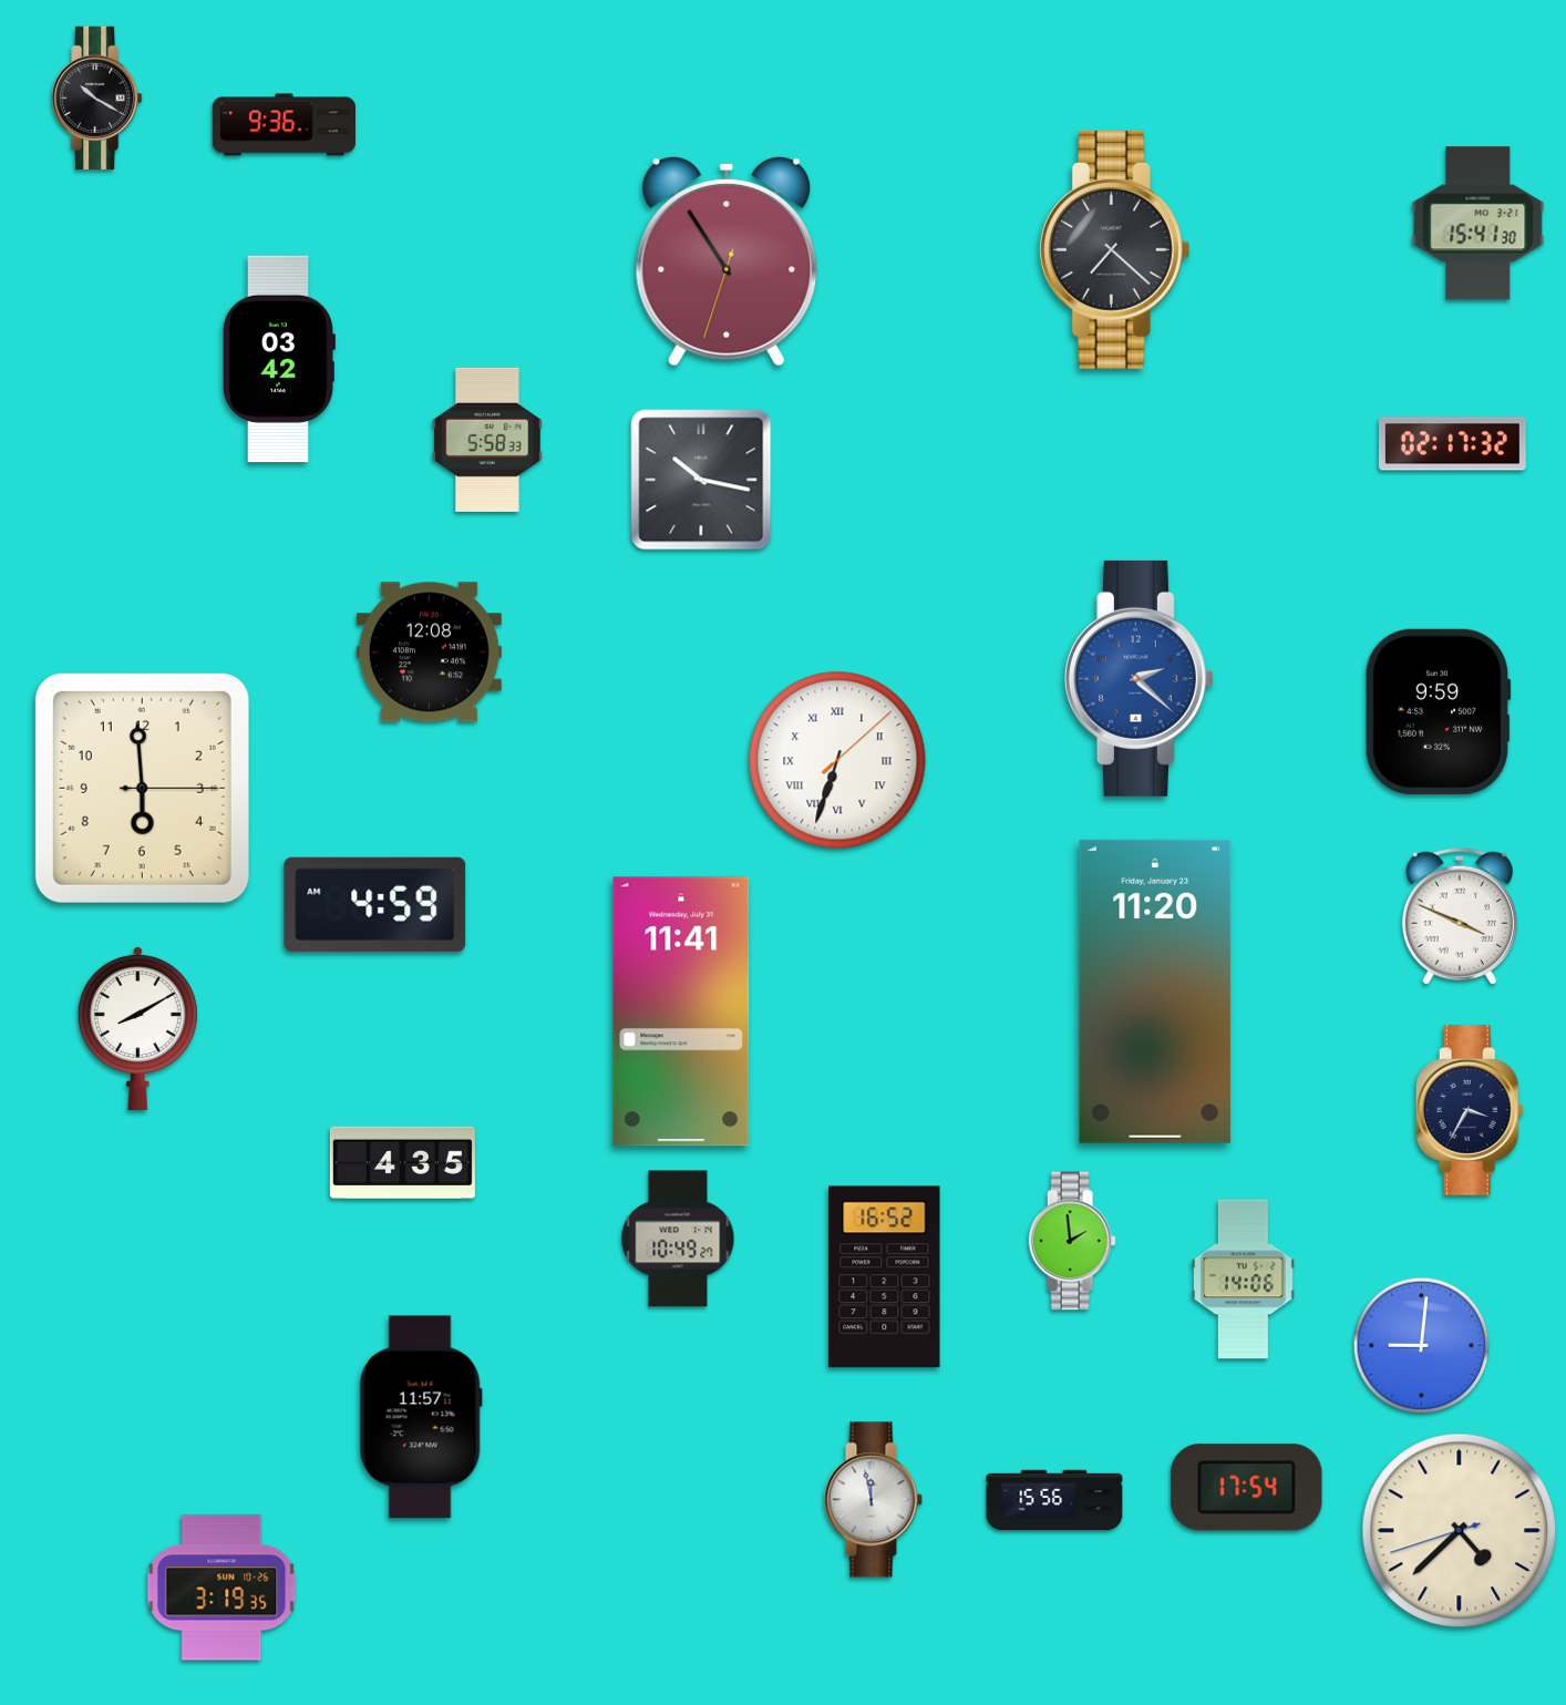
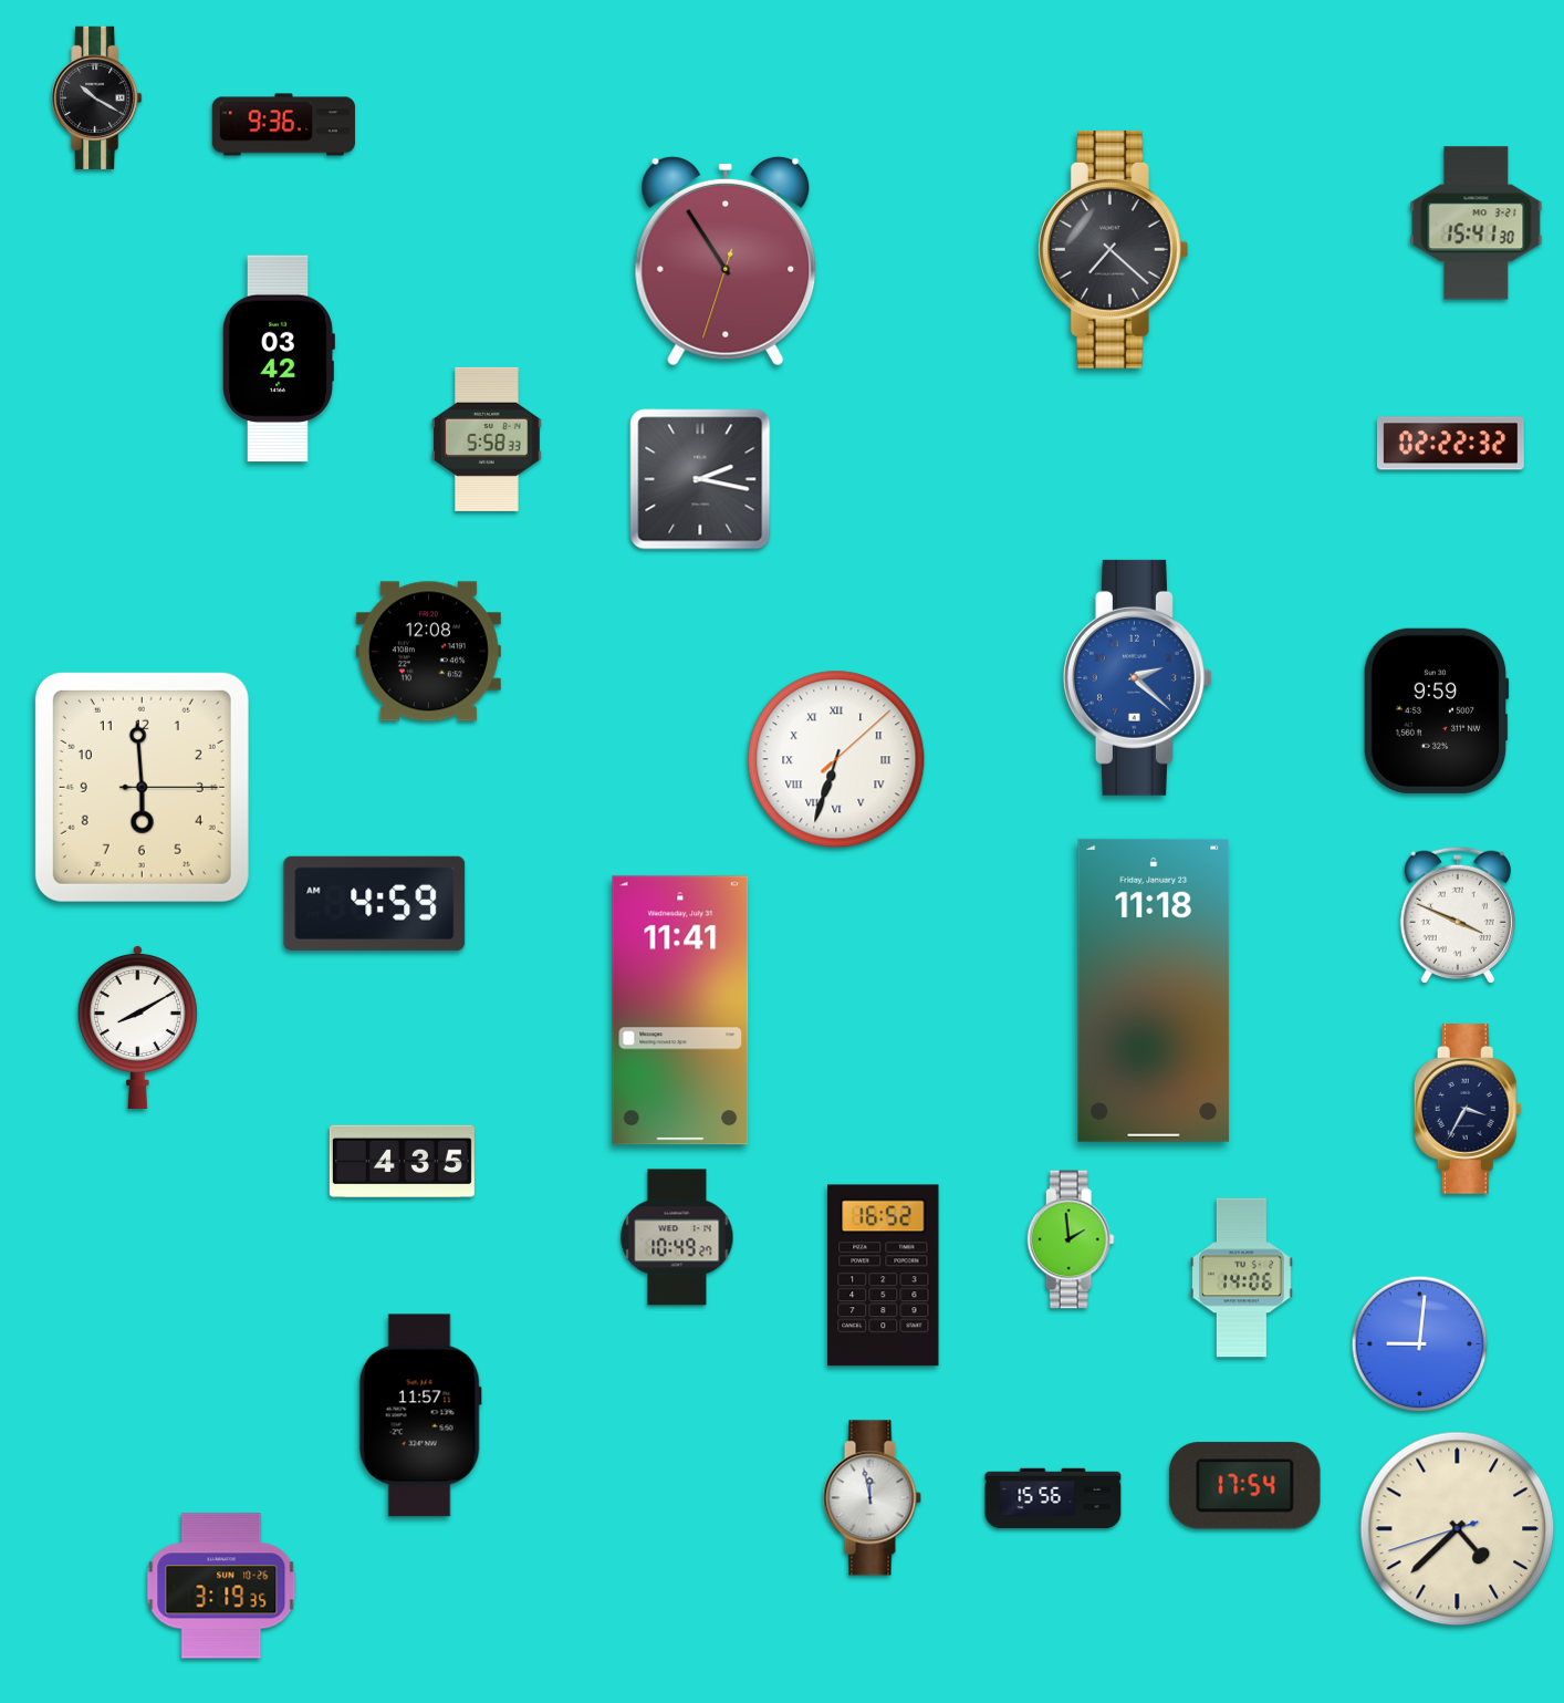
clock at (1452, 444): 02:17 -> 02:22
clock at (701, 480): 10:17 -> 2:17
clock at (1155, 992): 11:20 -> 11:18
